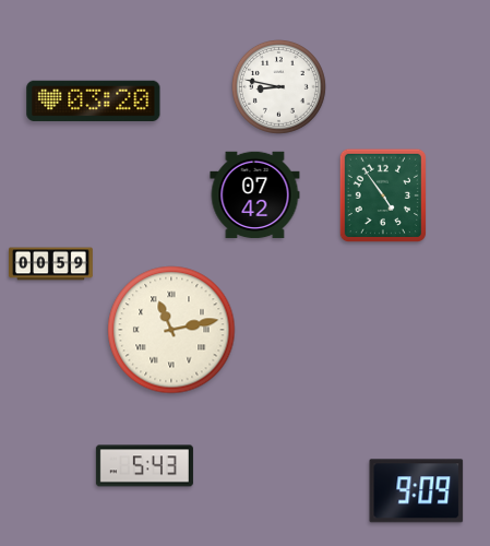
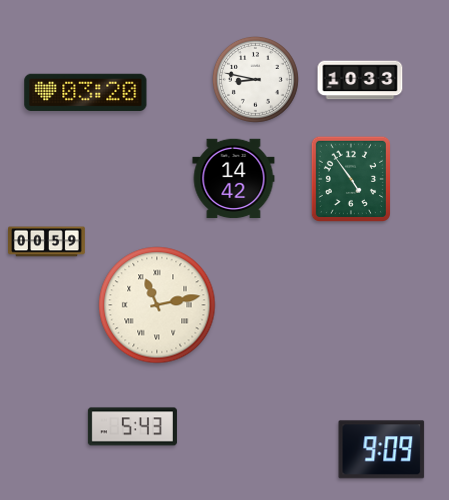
clock at (360, 80): none -> 10:33
clock at (255, 195): 07:42 -> 14:42
clock at (171, 330) position: (171, 330) -> (157, 305)
